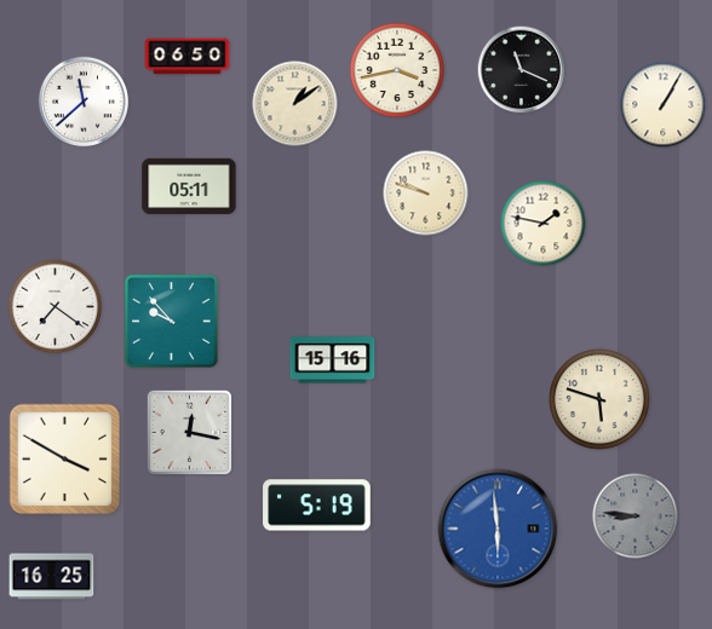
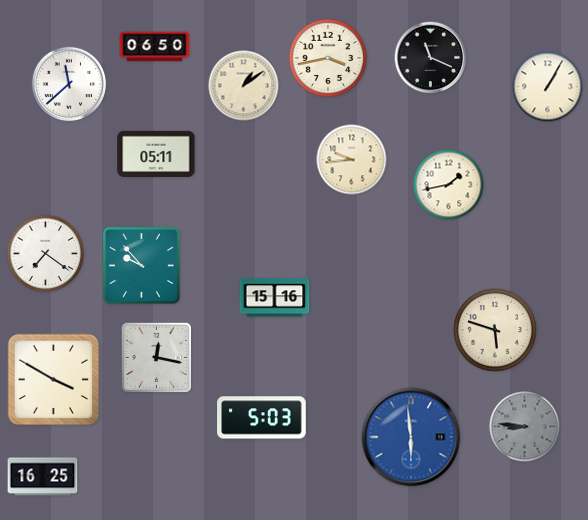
clock at (426, 194): 9:48 -> 9:44
clock at (544, 224): 1:47 -> 1:43
clock at (317, 506): 5:19 -> 5:03
